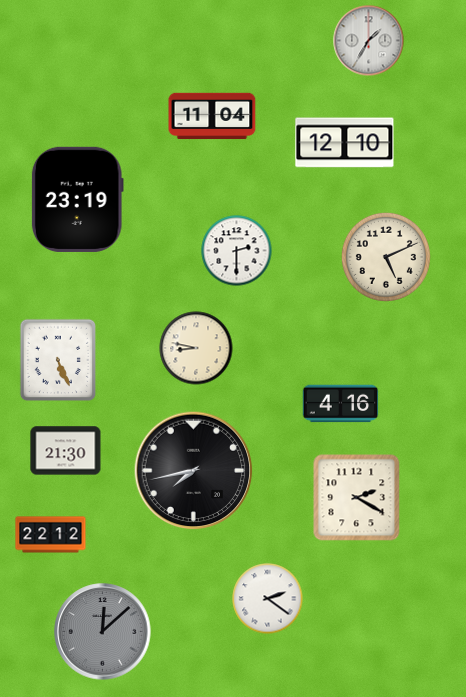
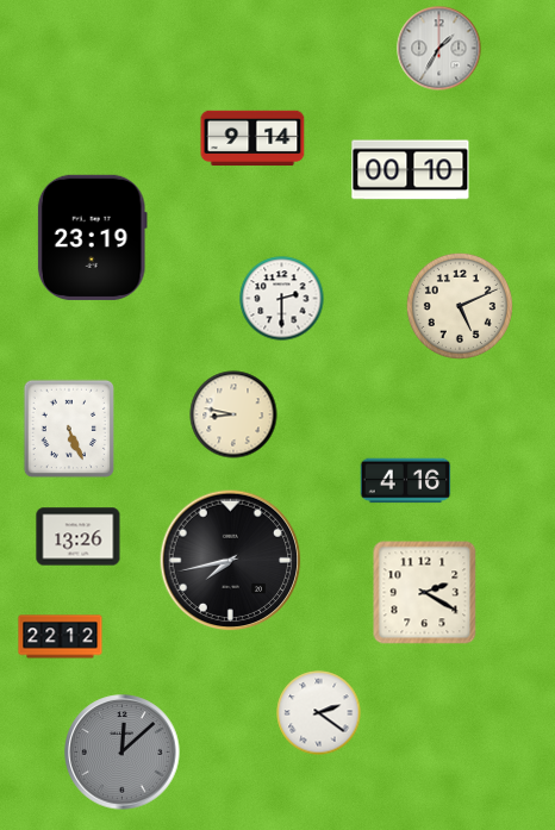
clock at (212, 116): 11:04 -> 9:14
clock at (345, 143): 12:10 -> 00:10
clock at (66, 451): 21:30 -> 13:26
